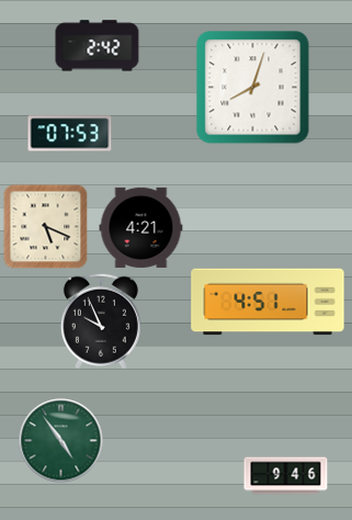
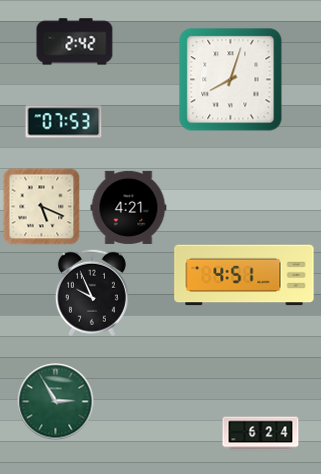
clock at (98, 46) position: (98, 46) -> (75, 42)
clock at (61, 441): 4:54 -> 2:55
clock at (286, 476): 9:46 -> 6:24
